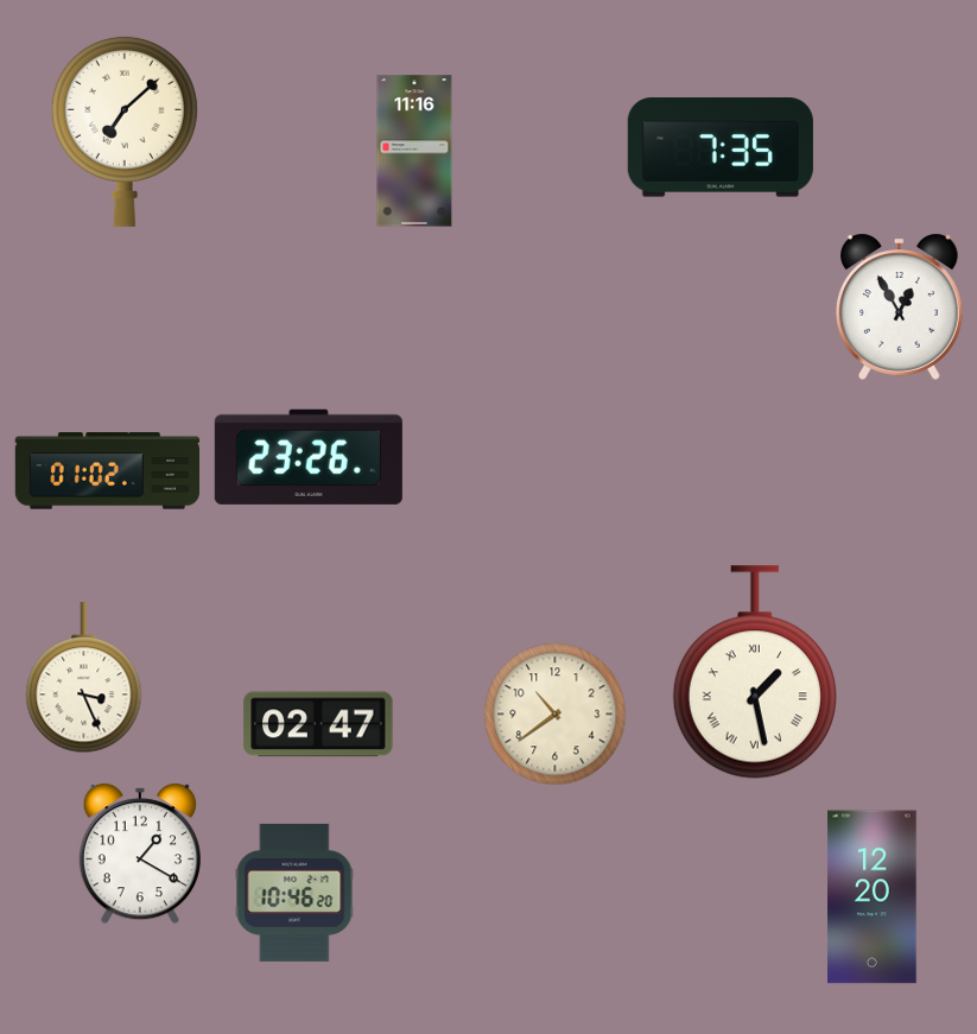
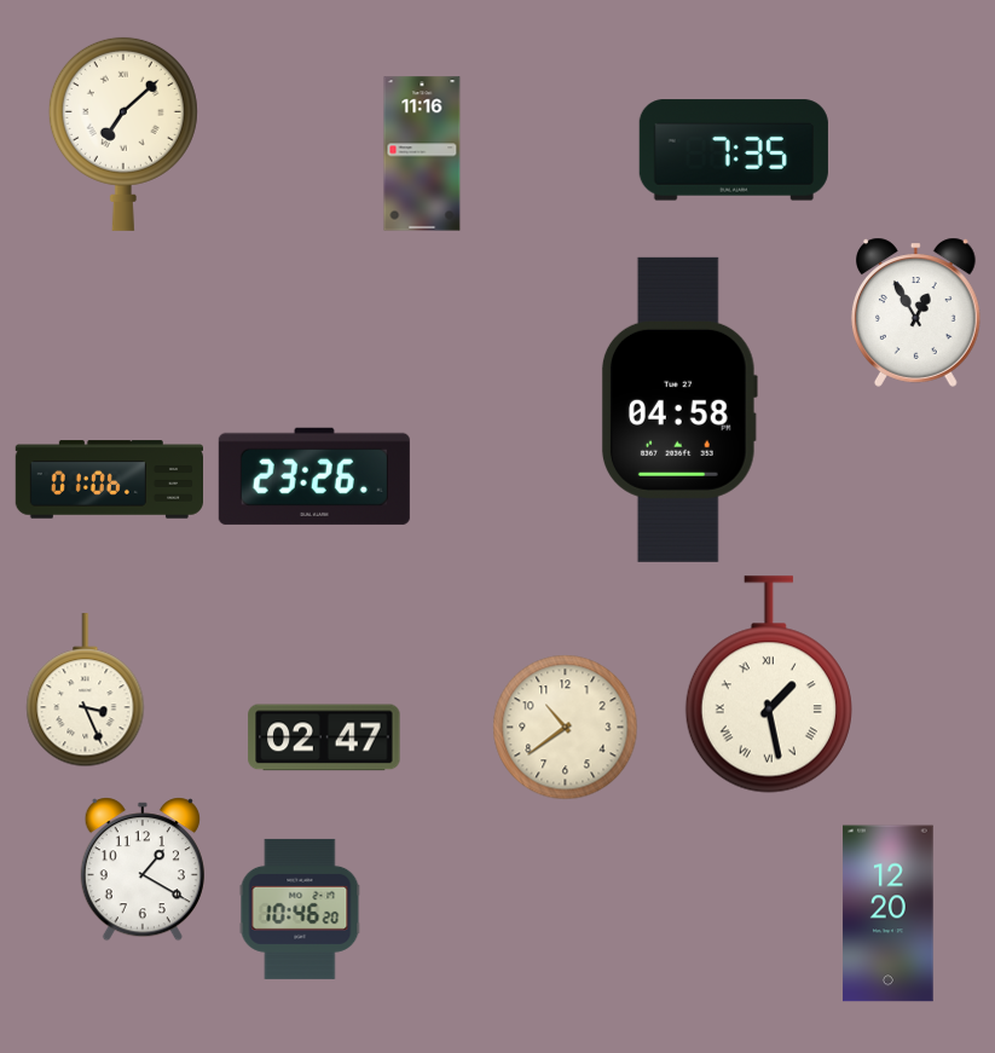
clock at (125, 131) position: (125, 131) -> (123, 133)
clock at (679, 410): none -> 04:58
clock at (309, 457) position: (309, 457) -> (314, 476)
clock at (107, 471): 01:02 -> 01:06
